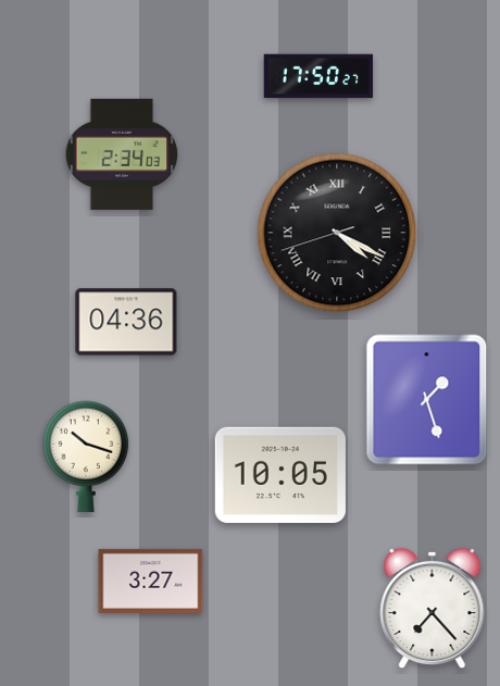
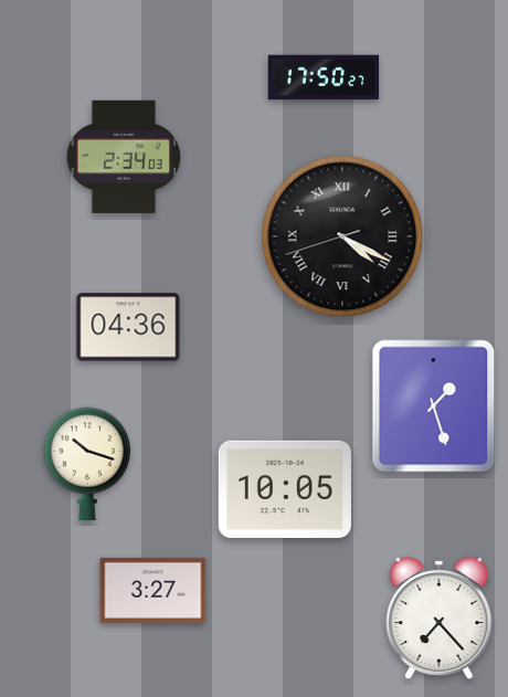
clock at (280, 475) position: (280, 475) -> (285, 489)
